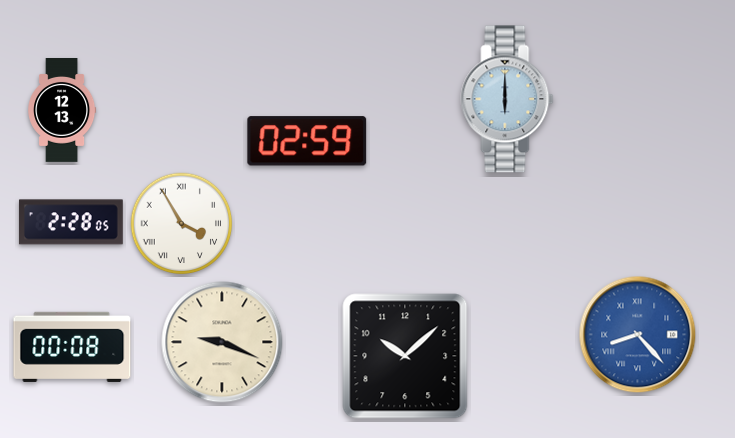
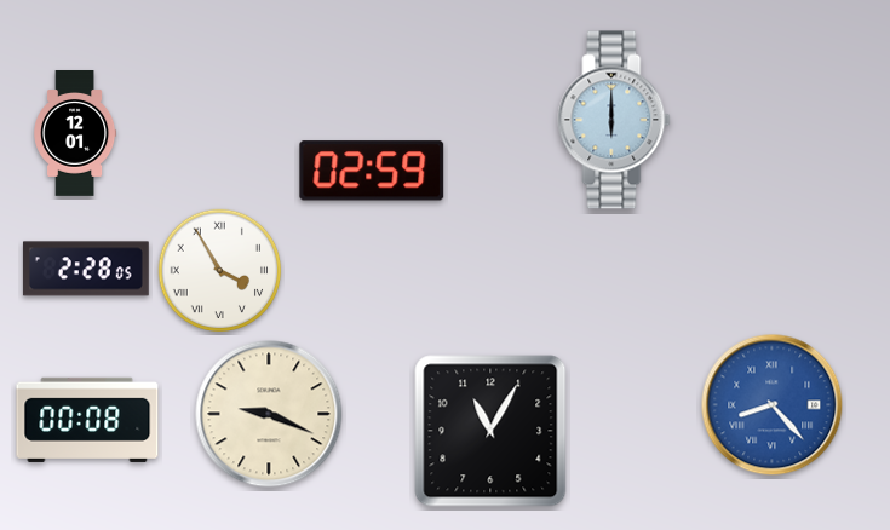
clock at (62, 111): 12:13 -> 12:01
clock at (405, 356): 10:08 -> 11:05
